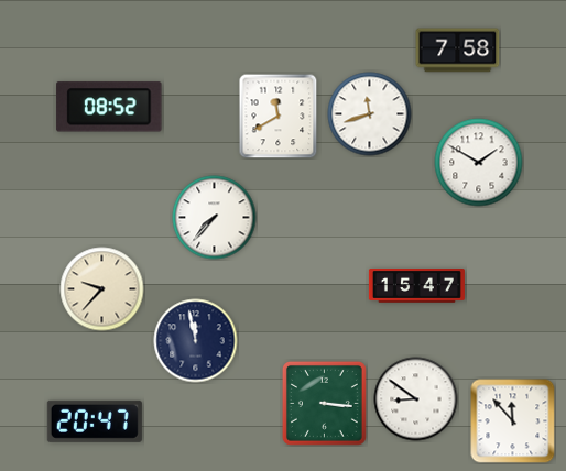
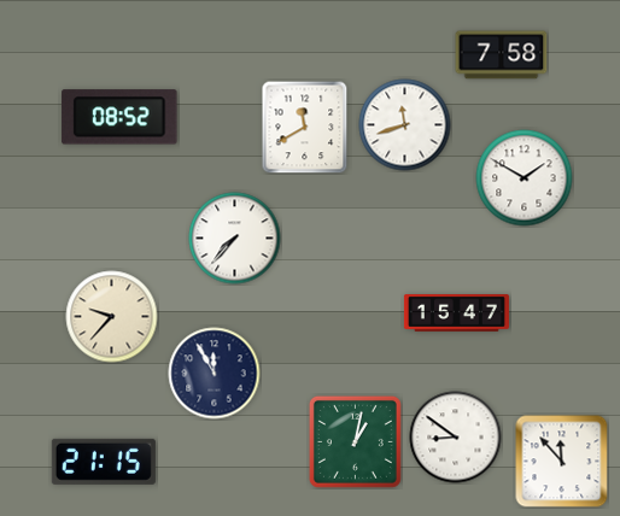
clock at (196, 341): 11:58 -> 11:55
clock at (324, 403): 3:16 -> 1:02
clock at (95, 421): 20:47 -> 21:15
